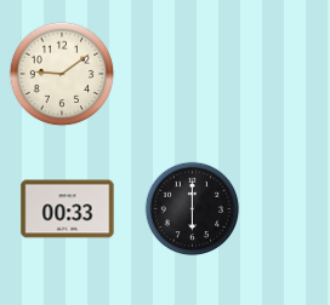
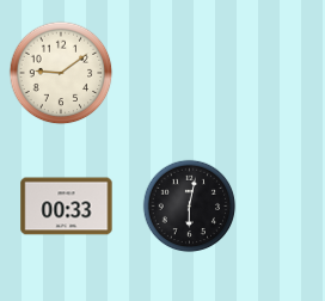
clock at (192, 208): 6:00 -> 6:02
